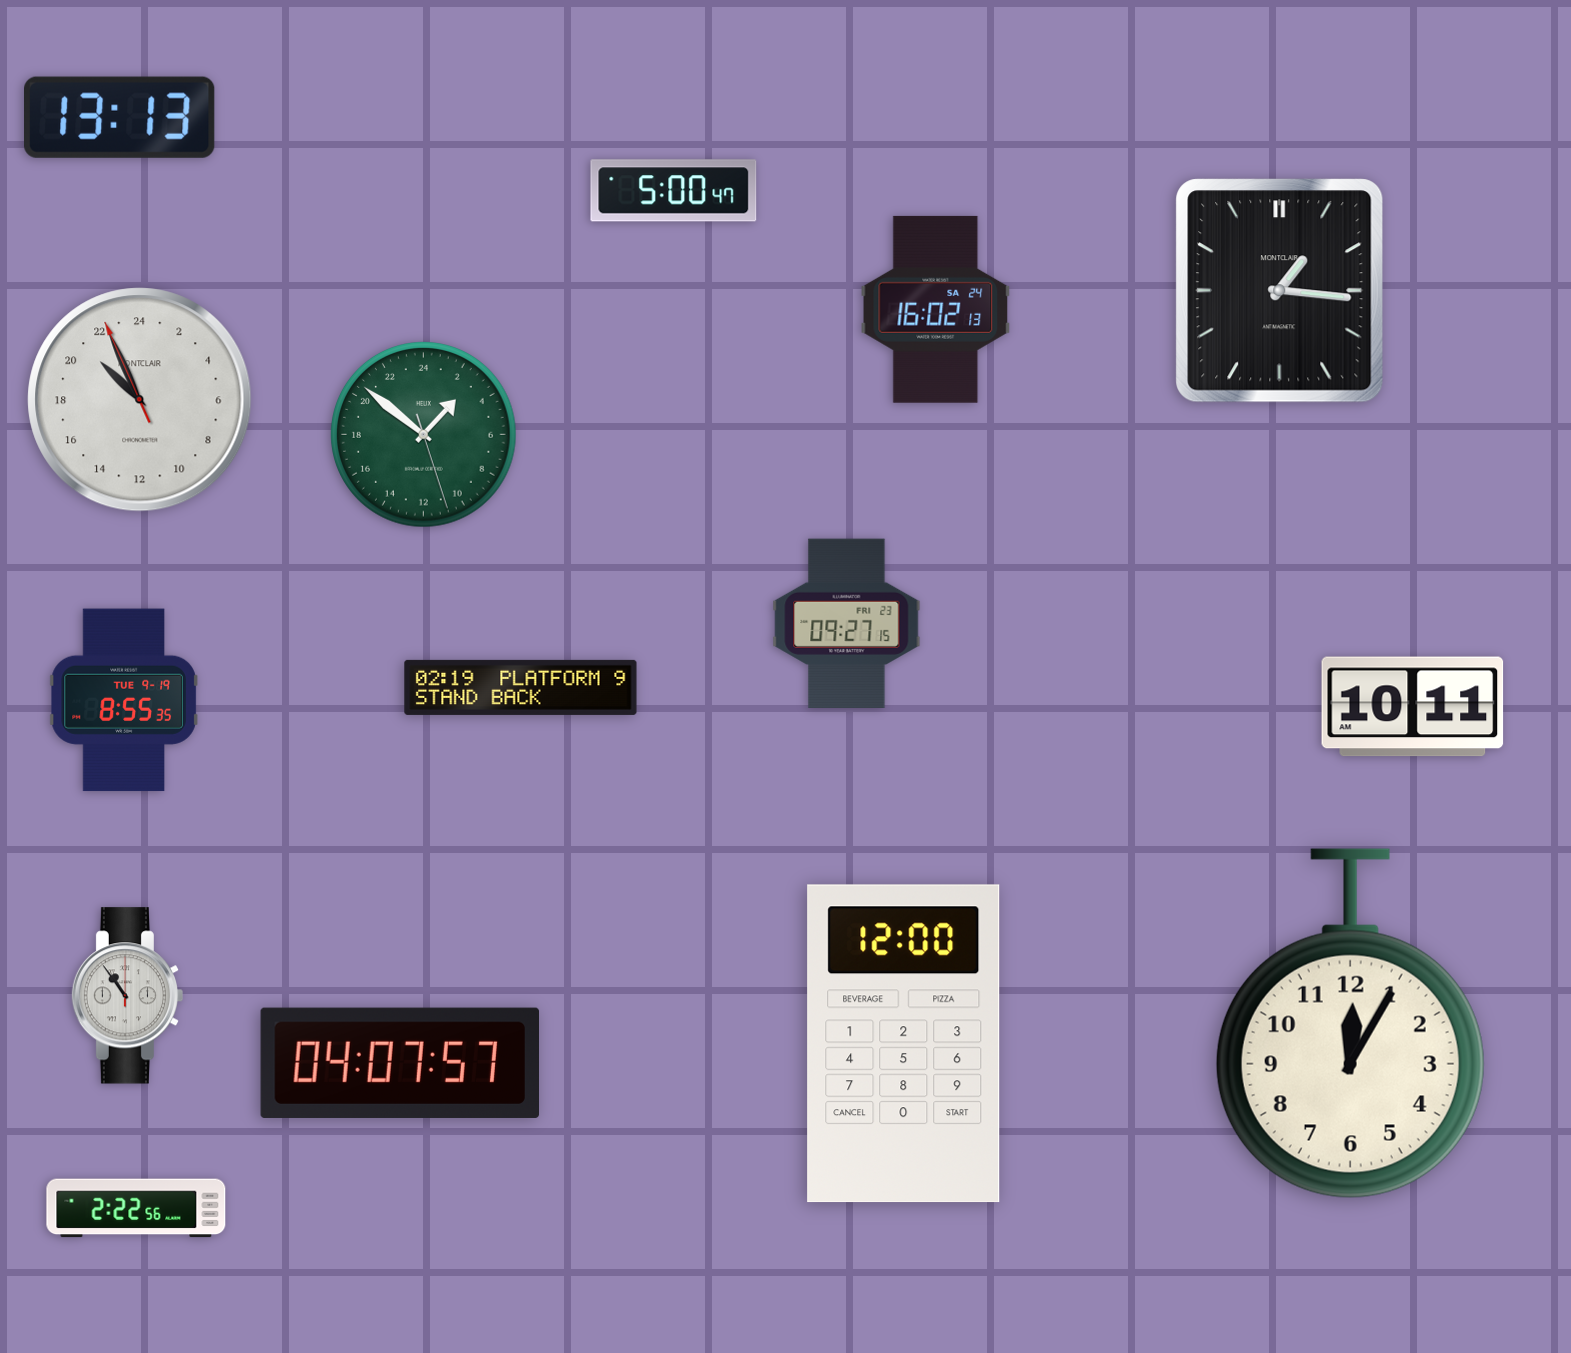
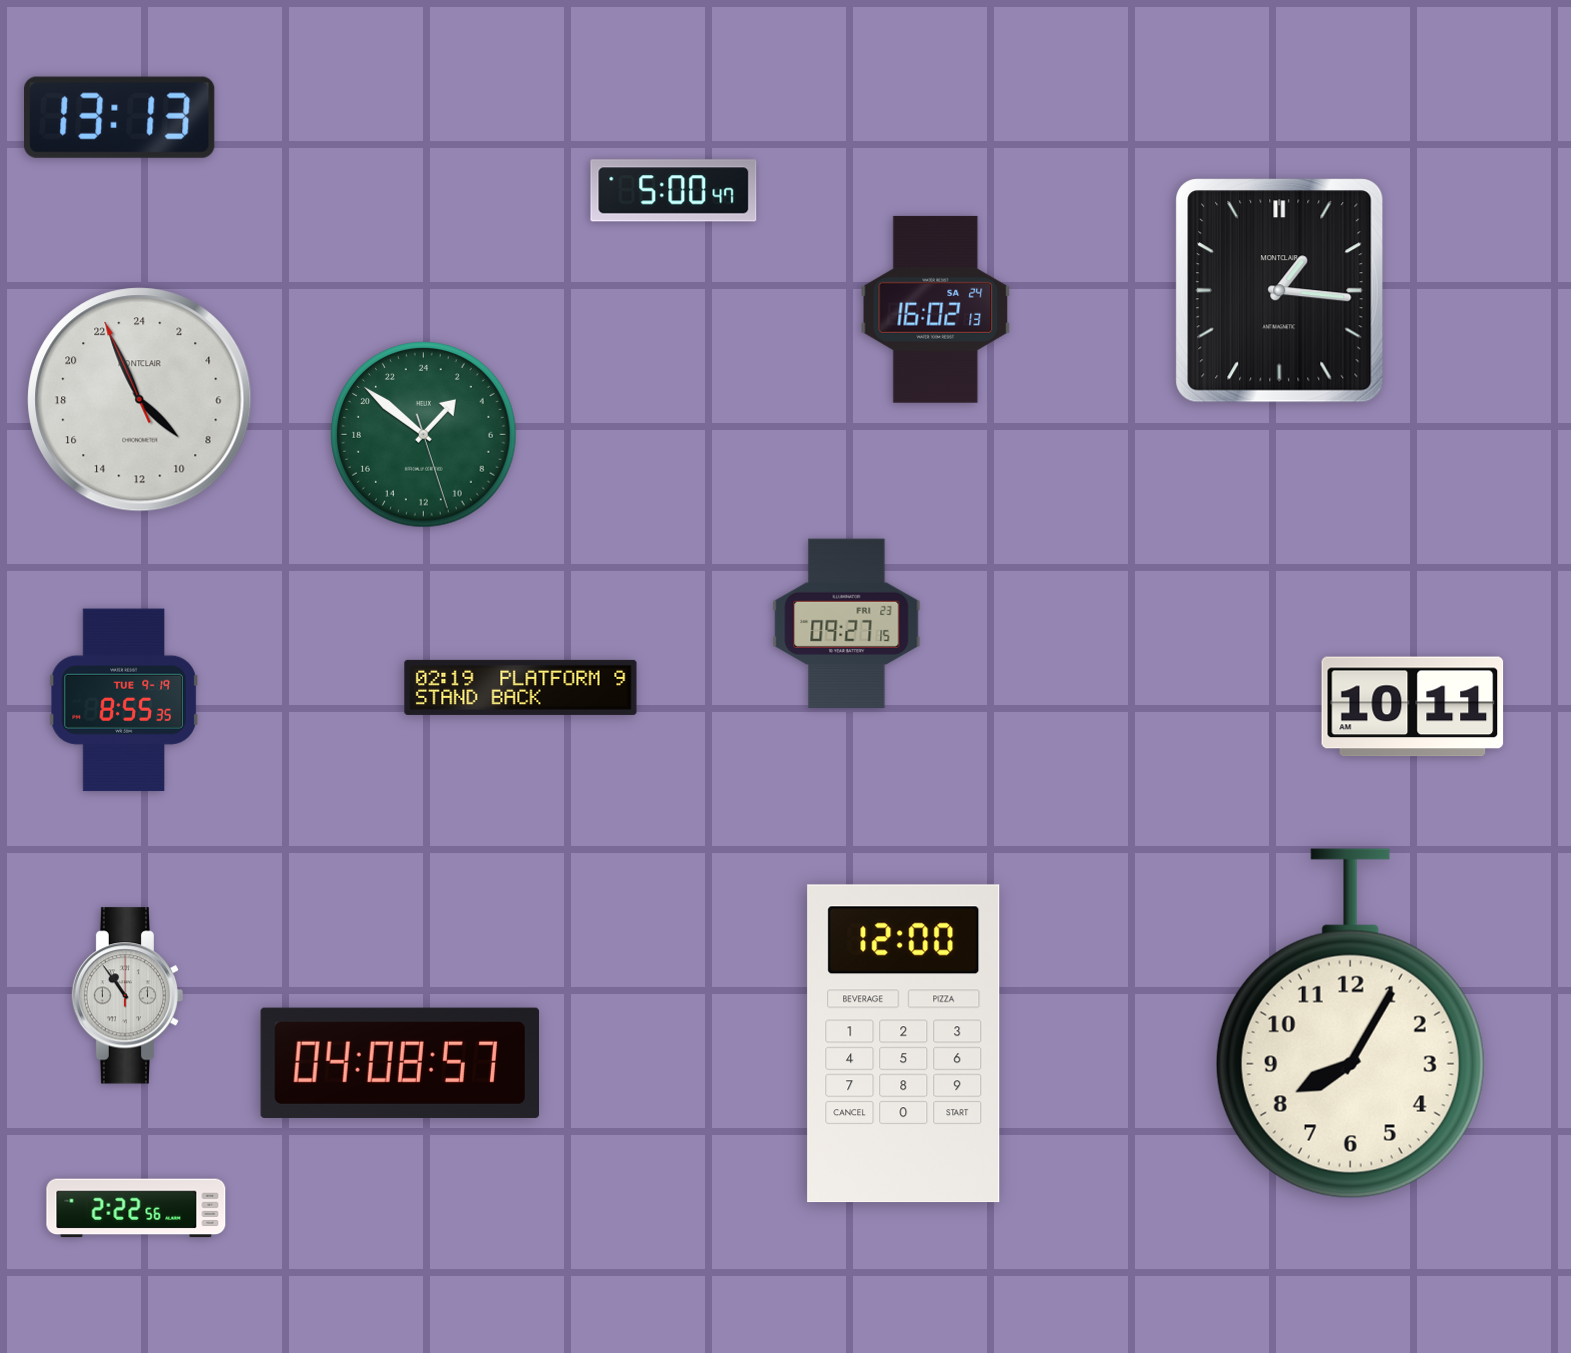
clock at (140, 400): 20:55 -> 8:55
clock at (1350, 1024): 12:05 -> 8:05
clock at (399, 1063): 04:07 -> 04:08
